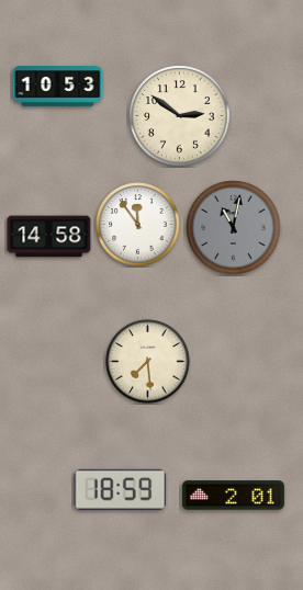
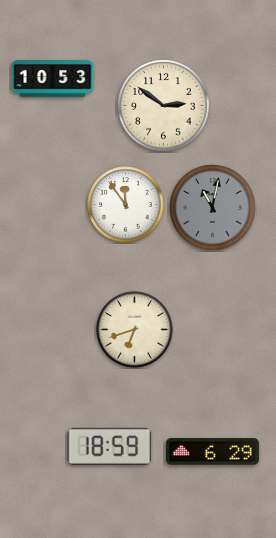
clock at (49, 237): 14:58 -> none
clock at (148, 362): 7:29 -> 6:42
clock at (233, 496): 2:01 -> 6:29
